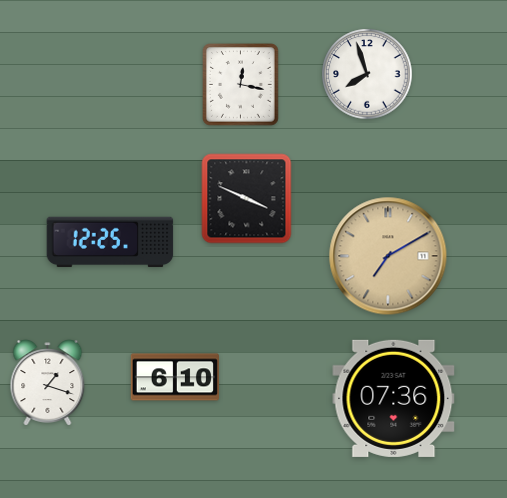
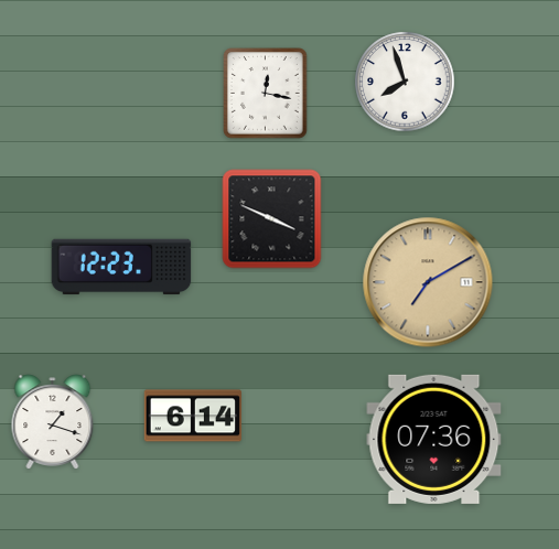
clock at (110, 242): 12:25 -> 12:23
clock at (175, 377): 6:10 -> 6:14
